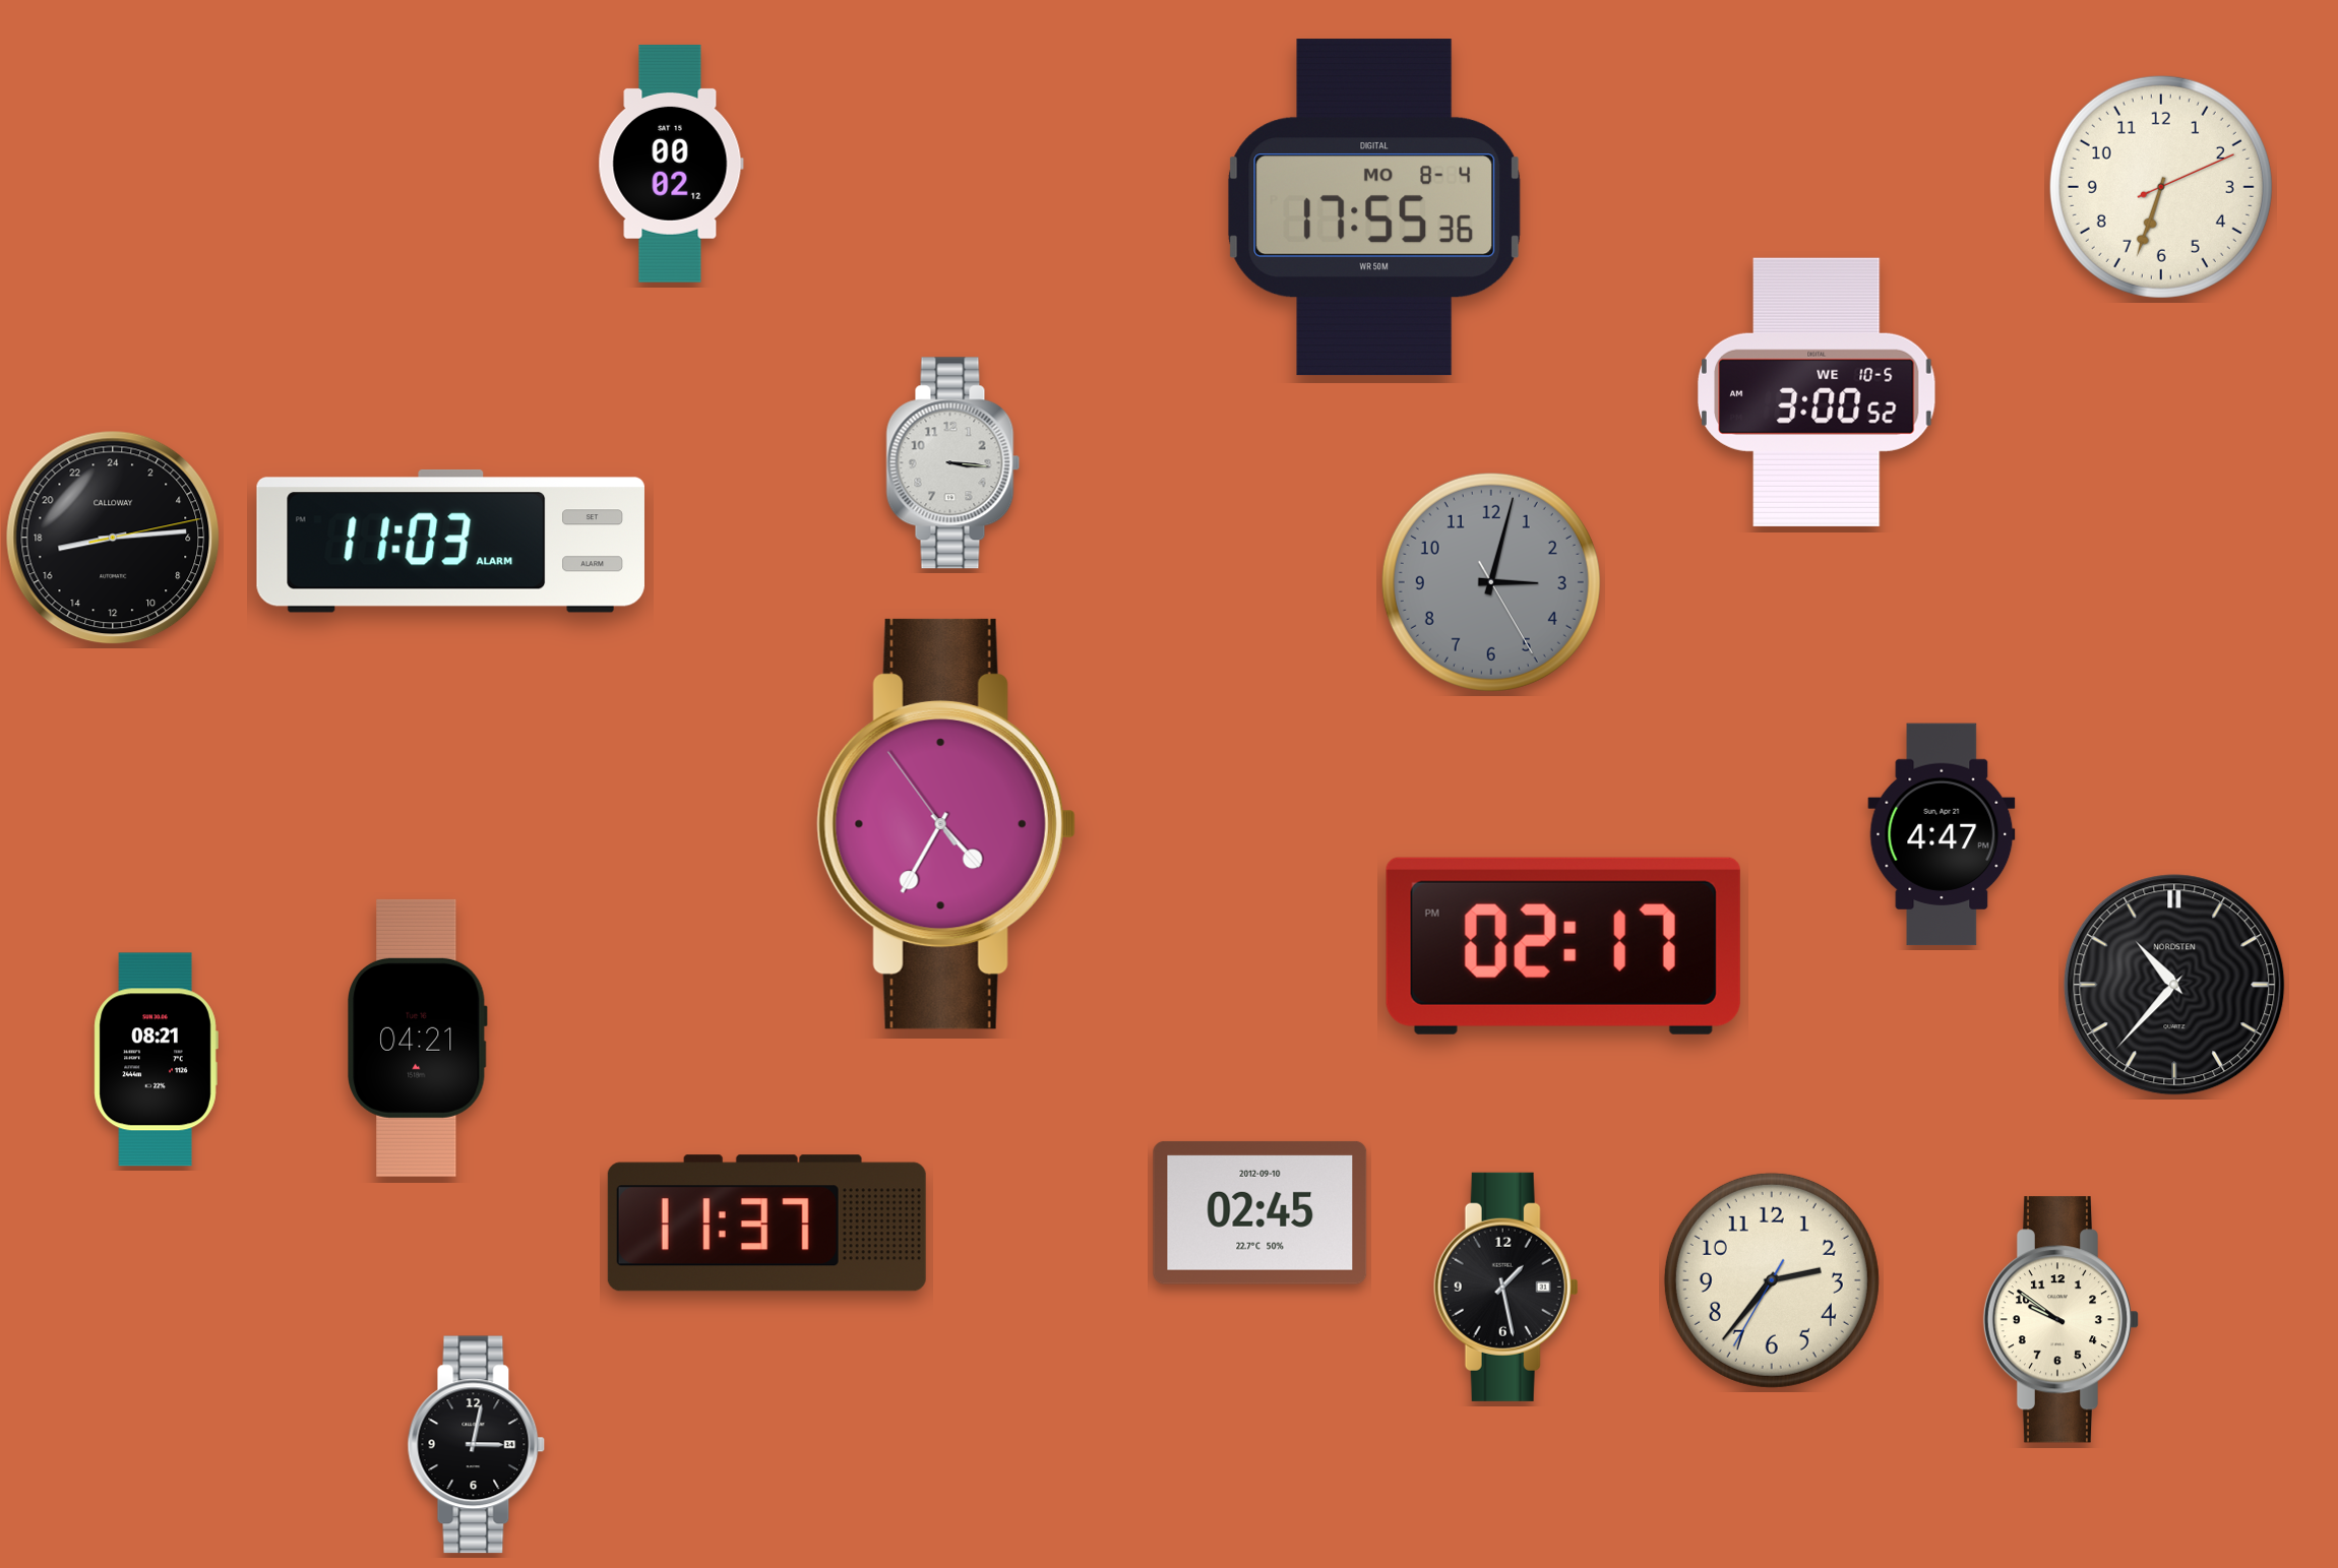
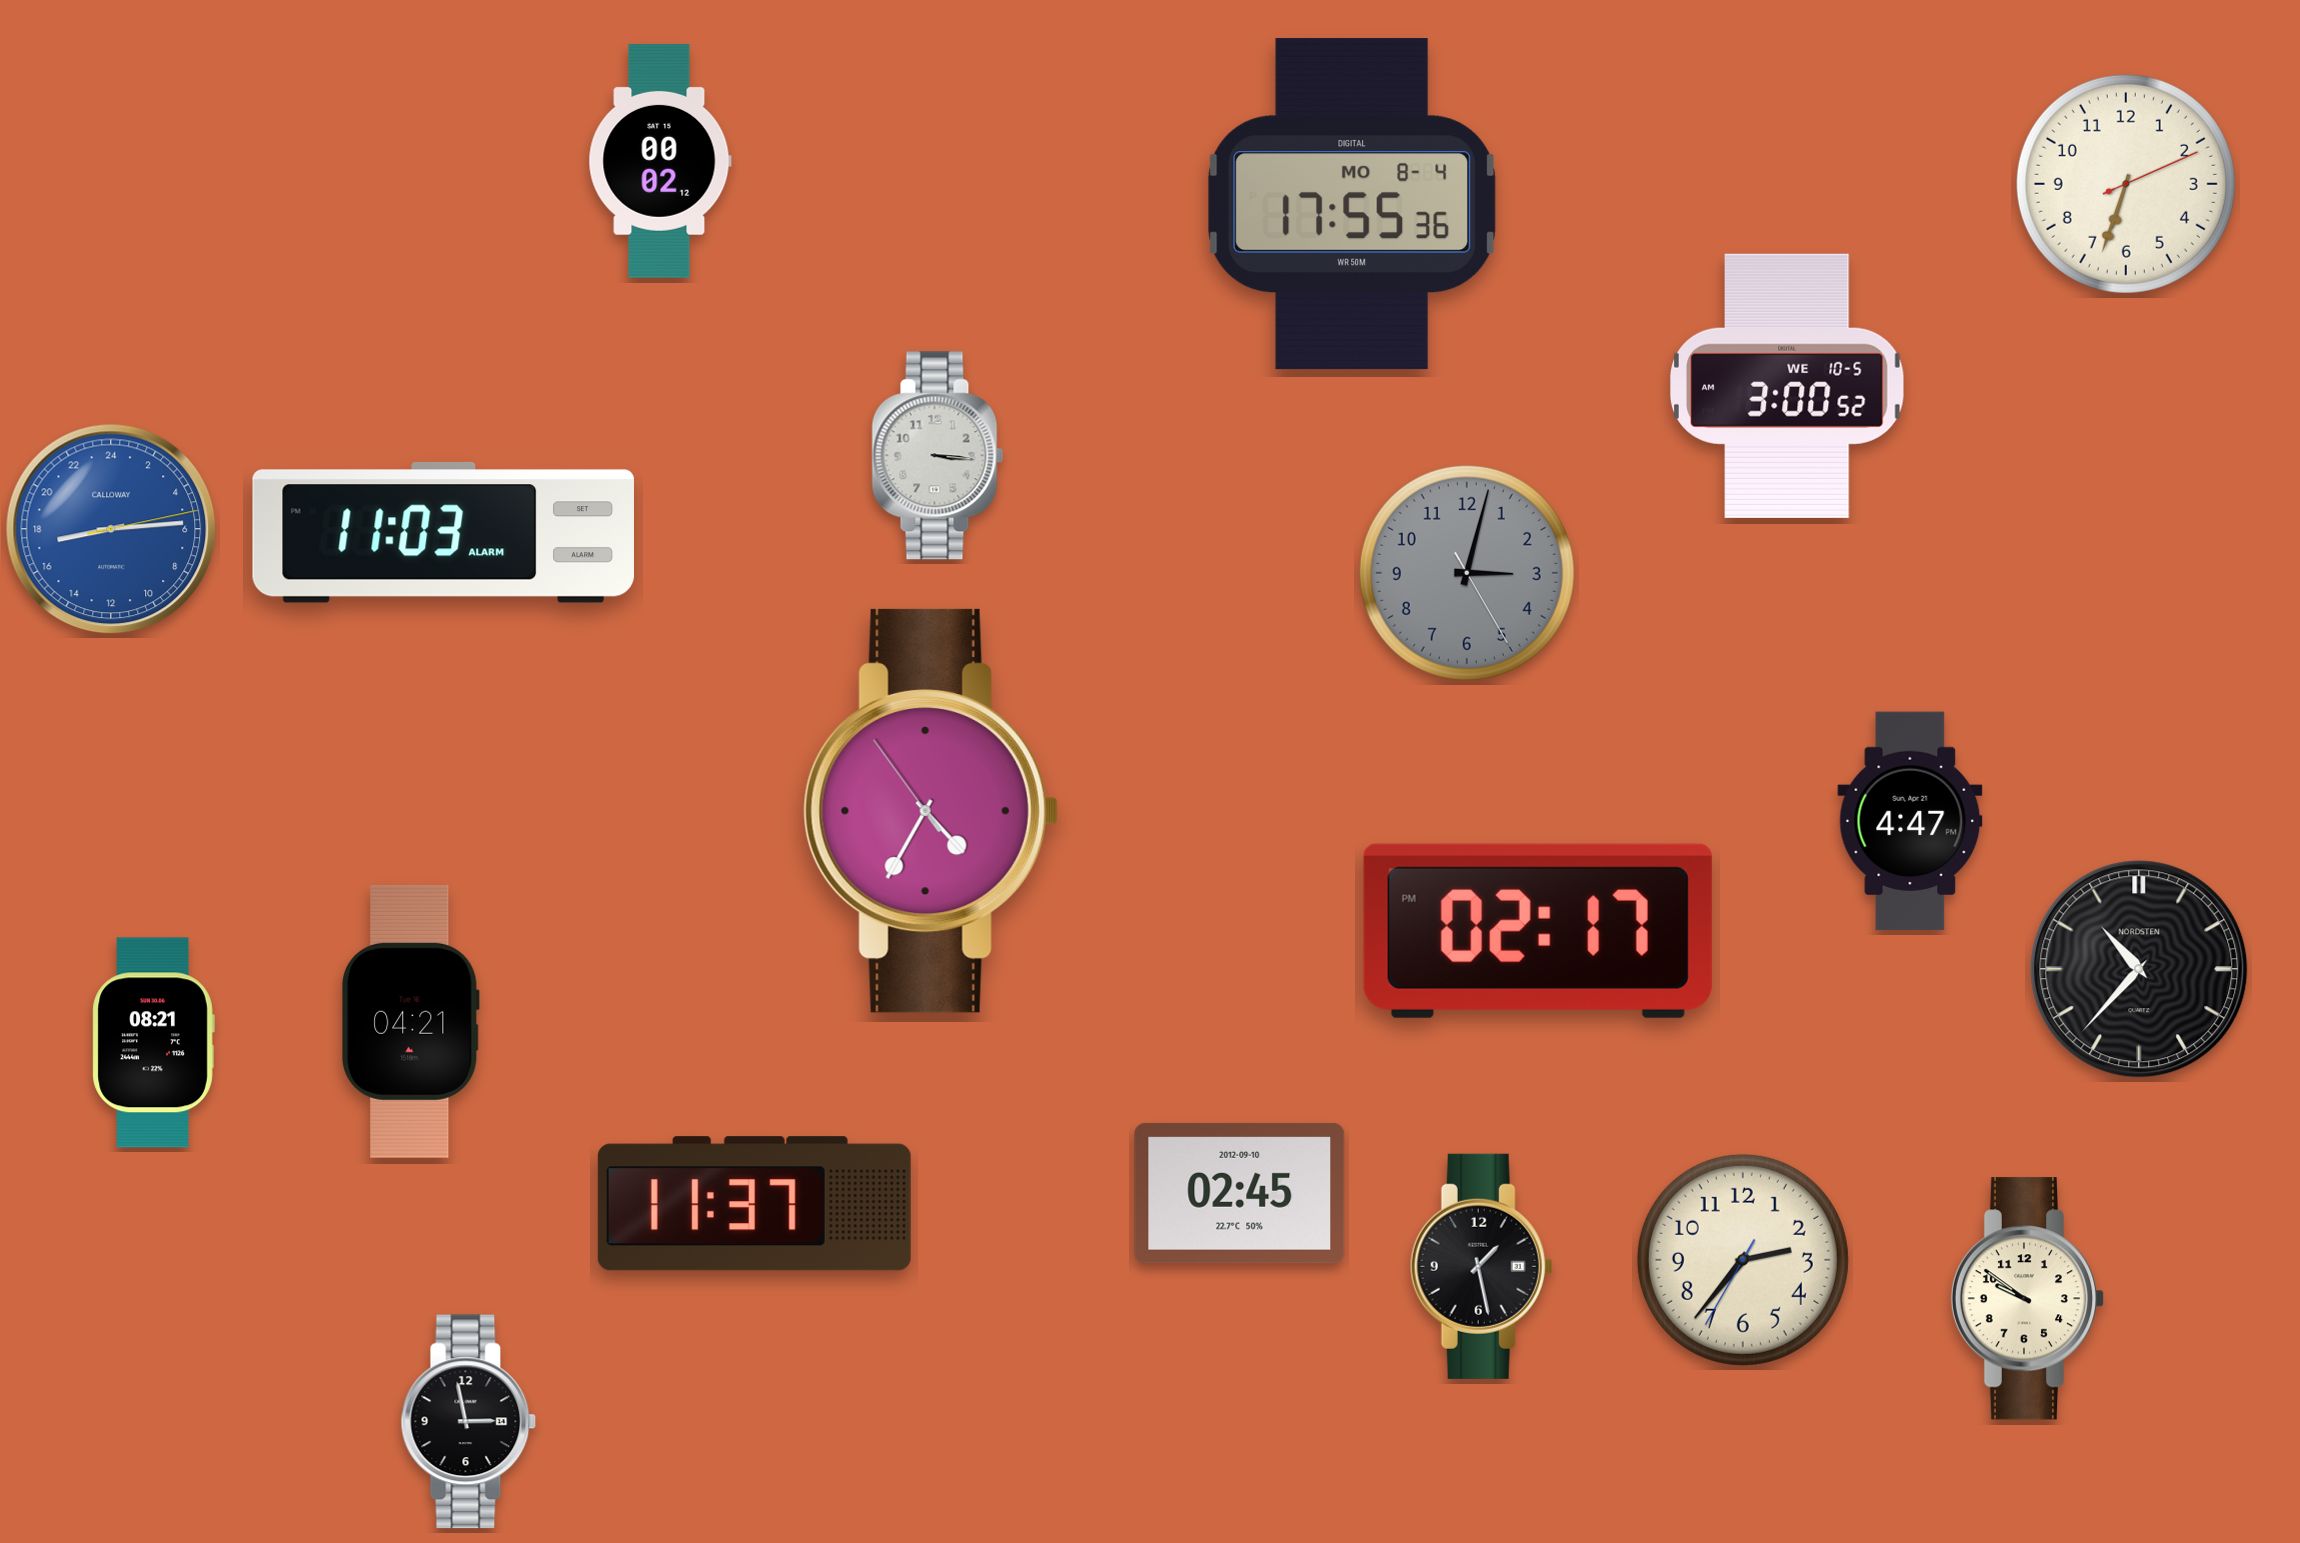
clock at (113, 538) dial: black -> blue
clock at (477, 1445): 3:02 -> 2:58
